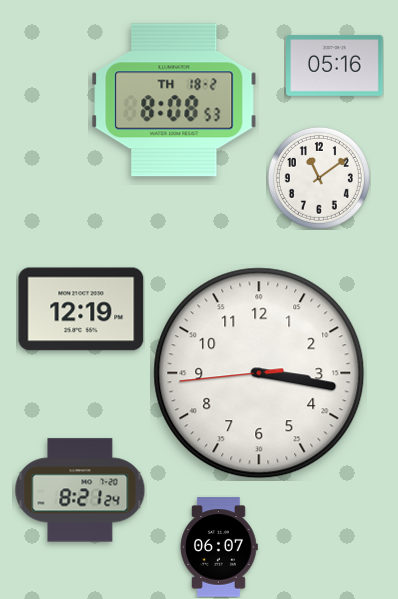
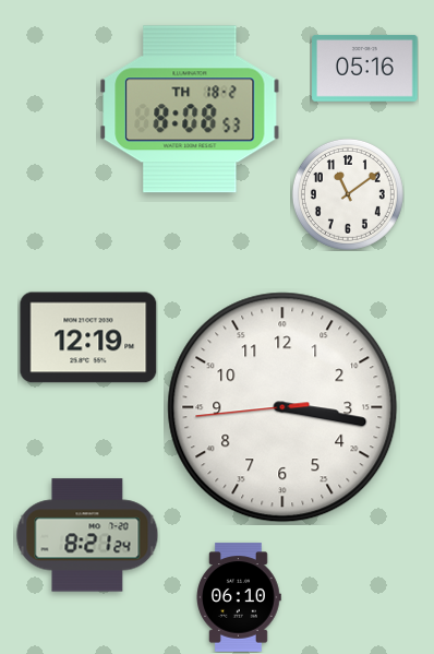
clock at (335, 65) position: (335, 65) -> (365, 68)
clock at (219, 547): 06:07 -> 06:10
